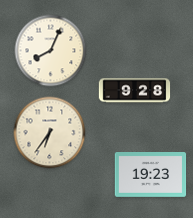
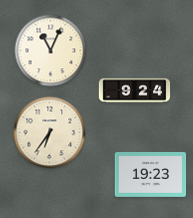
clock at (51, 51): 8:04 -> 11:04
clock at (135, 91): 9:28 -> 9:24
